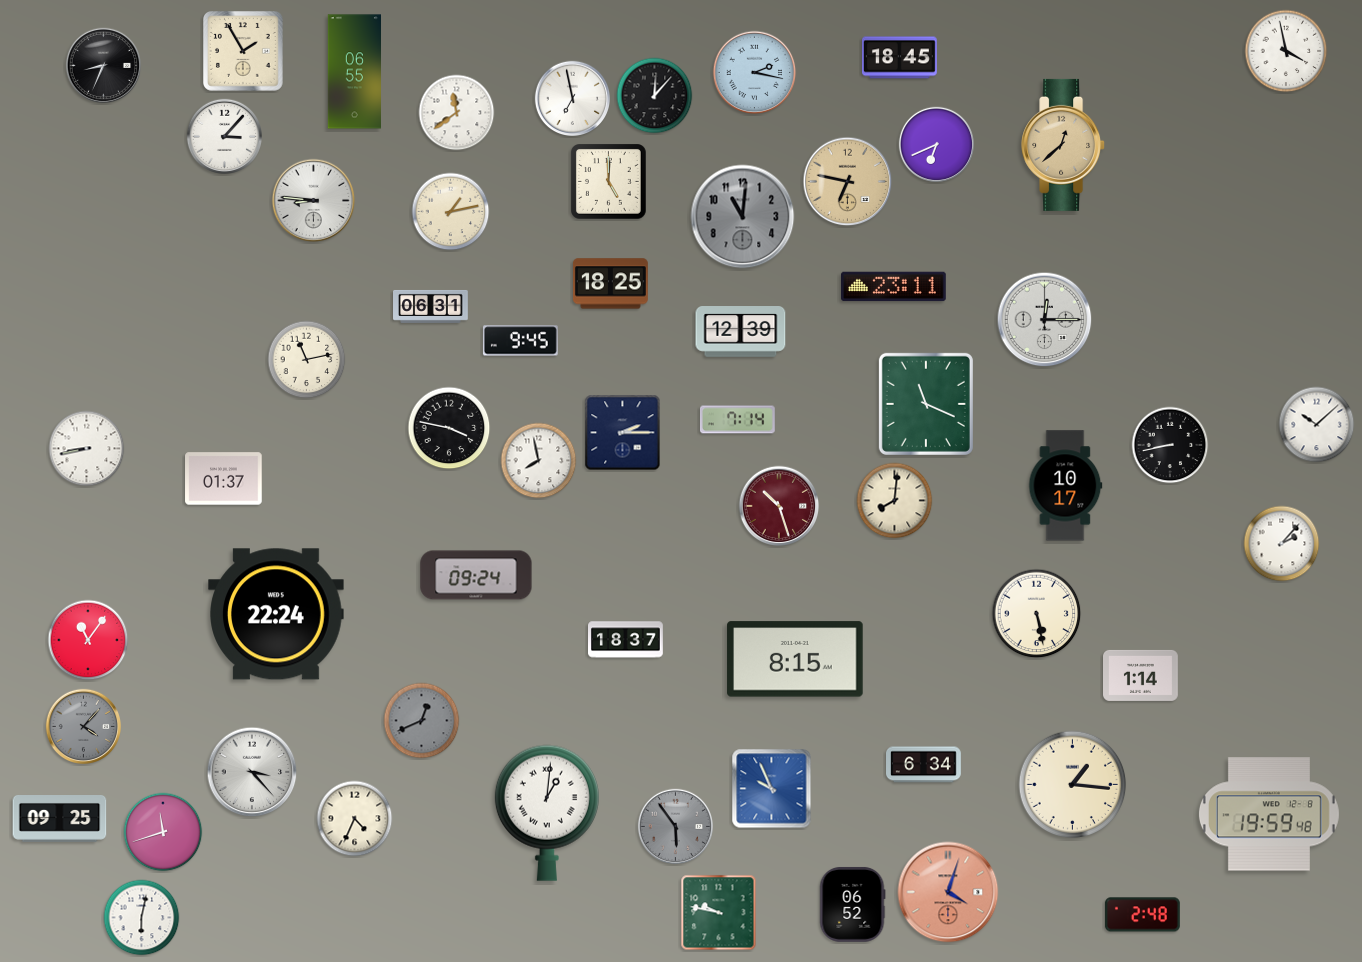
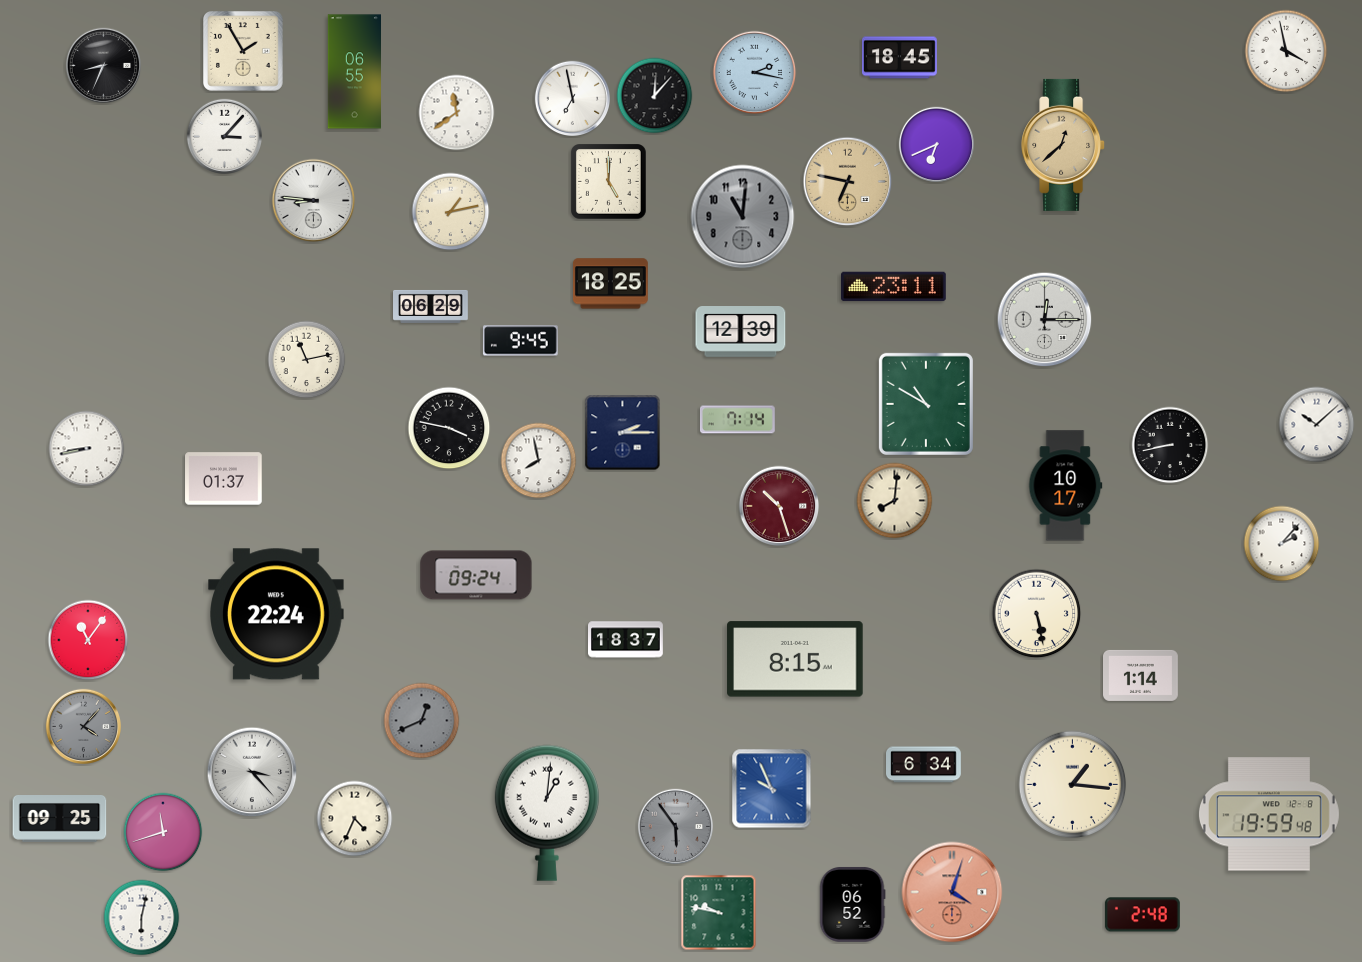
clock at (431, 306): 06:31 -> 06:29
clock at (926, 404): 11:19 -> 10:50
clock at (948, 892) position: (948, 892) -> (952, 892)
